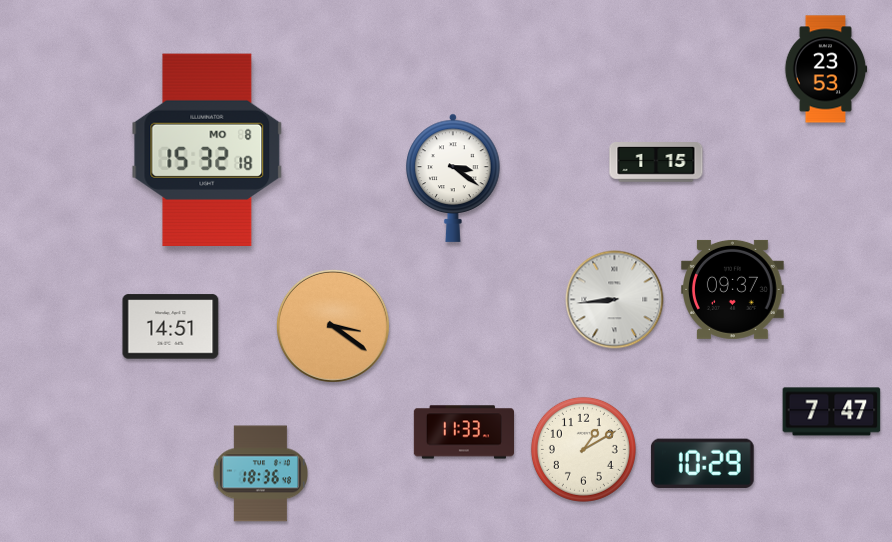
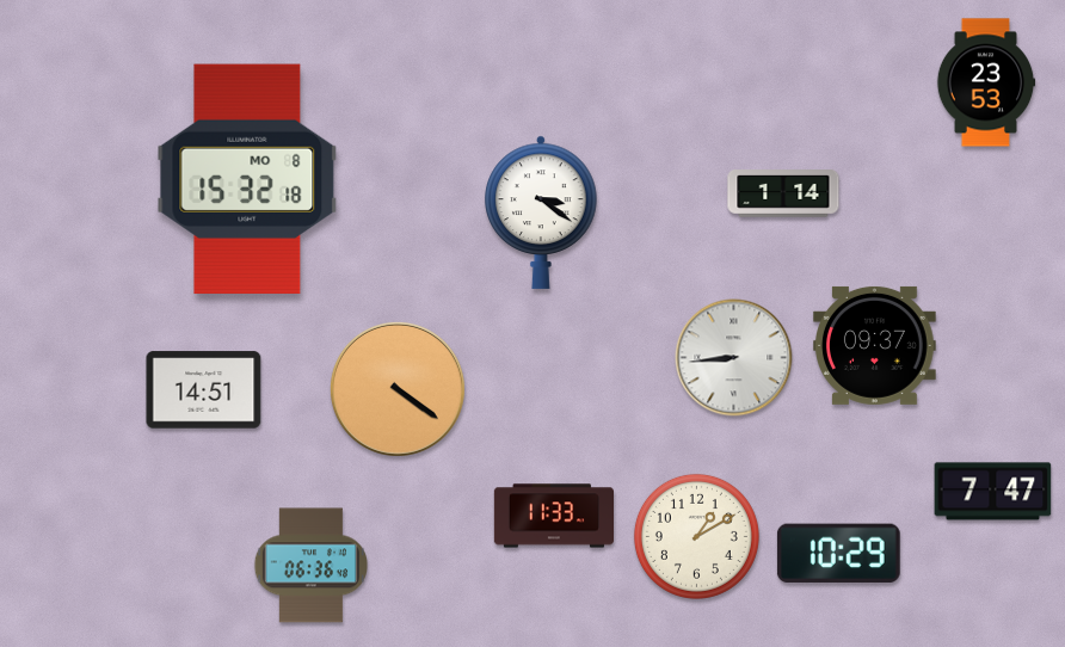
clock at (656, 163): 1:15 -> 1:14
clock at (333, 326): 3:21 -> 4:21
clock at (260, 474): 18:36 -> 06:36
